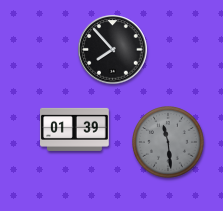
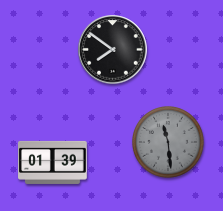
clock at (113, 50): 7:53 -> 7:51
clock at (75, 129) position: (75, 129) -> (53, 162)
